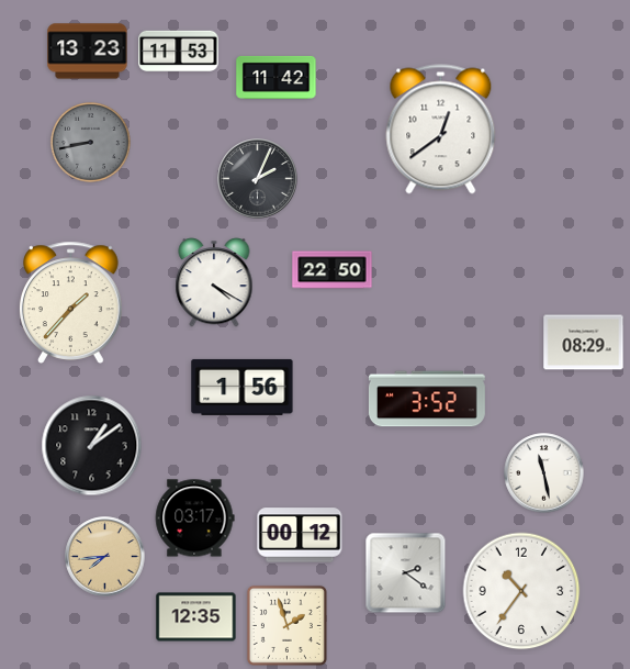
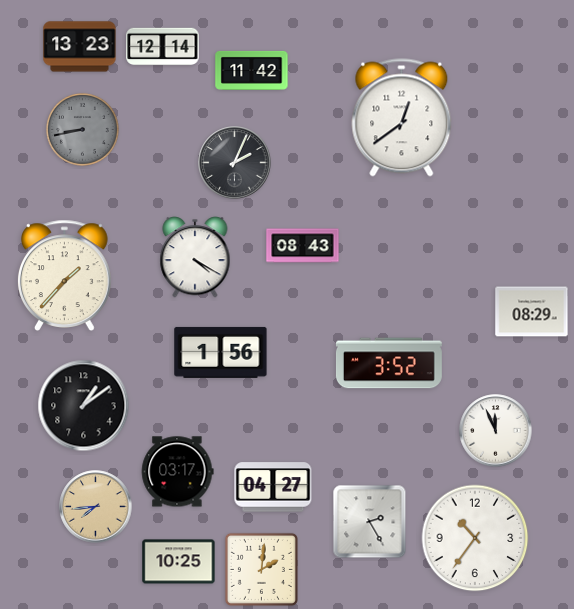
clock at (179, 52): 11:53 -> 12:14
clock at (333, 270): 22:50 -> 08:43
clock at (544, 473): 11:28 -> 11:56
clock at (300, 535): 00:12 -> 04:27
clock at (406, 573): 2:21 -> 2:25
clock at (196, 617): 12:35 -> 10:25
clock at (286, 625): 1:57 -> 2:01
